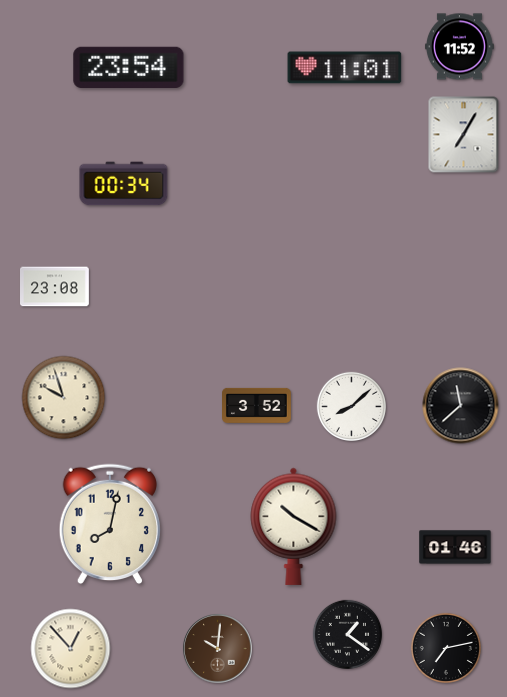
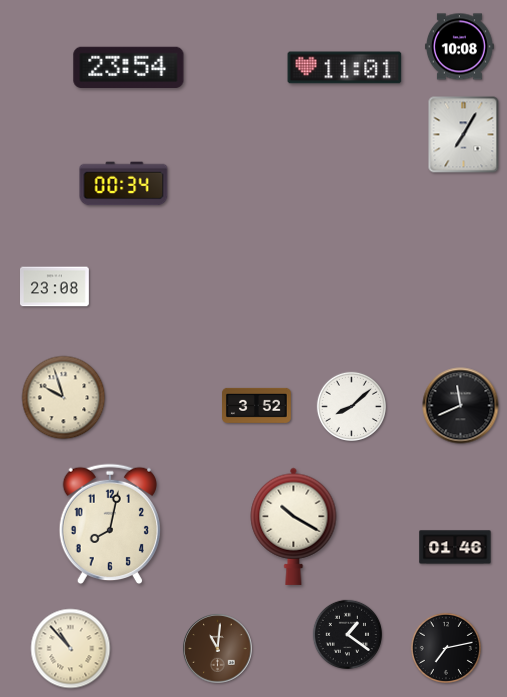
clock at (459, 47): 11:52 -> 10:08
clock at (461, 406): 11:38 -> 11:41
clock at (71, 649): 12:53 -> 10:53
clock at (218, 649): 10:01 -> 11:01
